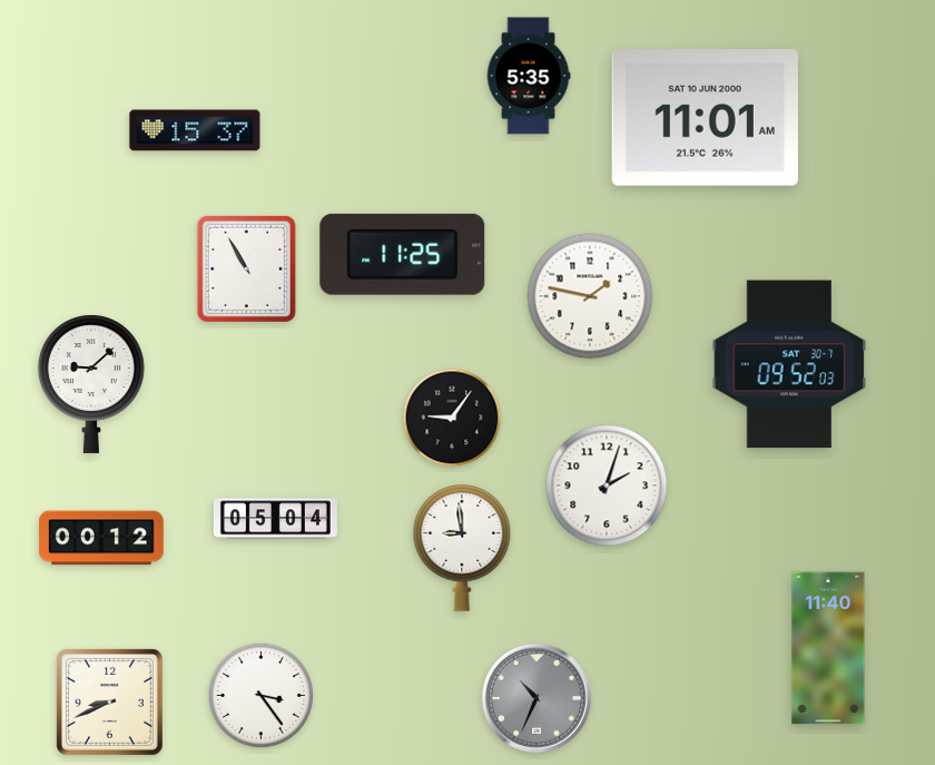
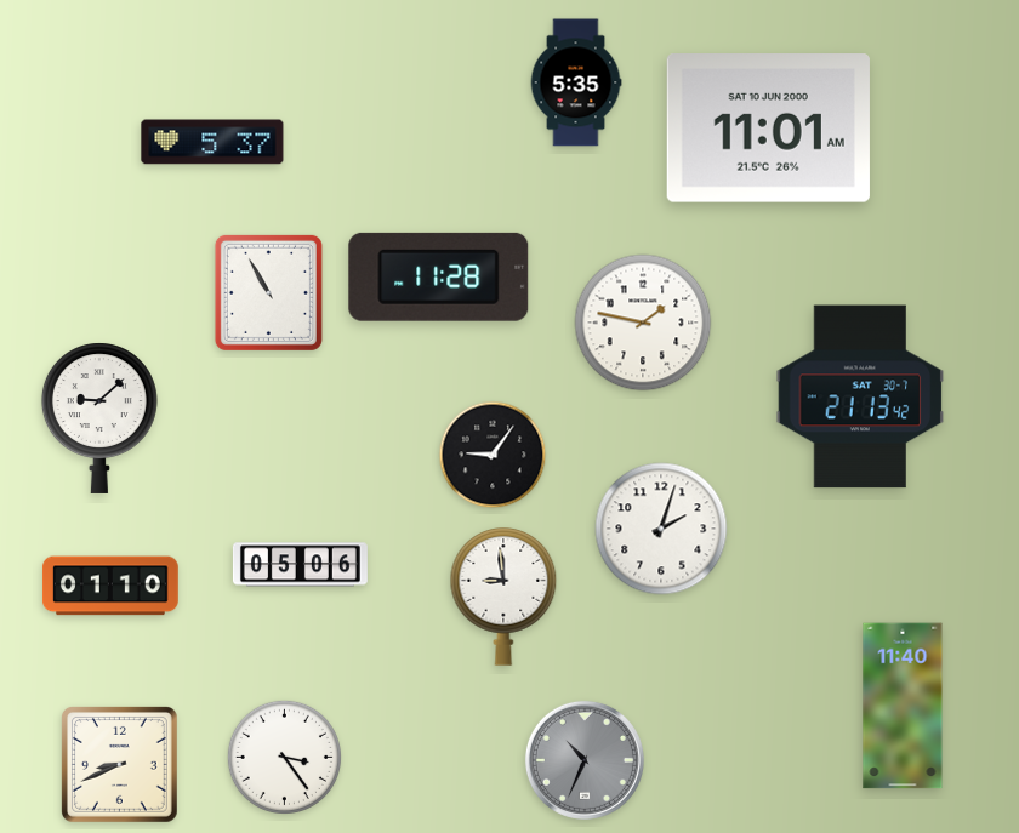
clock at (195, 130): 15:37 -> 5:37
clock at (403, 254): 11:25 -> 11:28
clock at (789, 364): 09:52 -> 21:13
clock at (275, 519): 05:04 -> 05:06
clock at (102, 538): 00:12 -> 01:10
